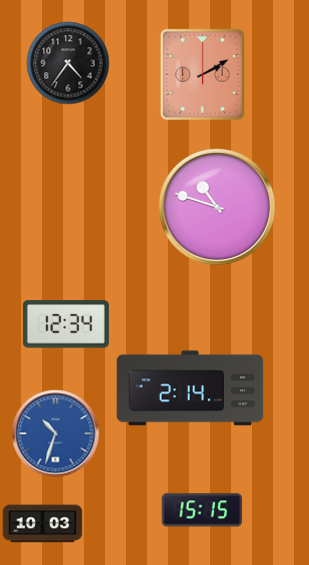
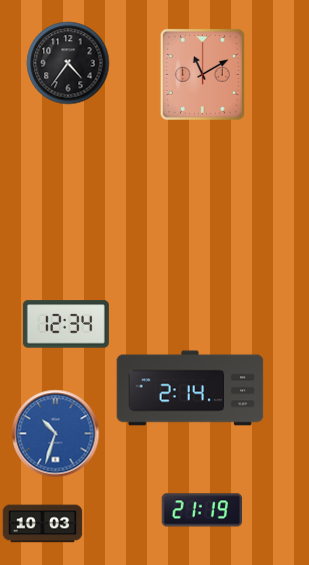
clock at (202, 74): 2:10 -> 11:10
clock at (217, 207): 10:48 -> none
clock at (202, 510): 15:15 -> 21:19
